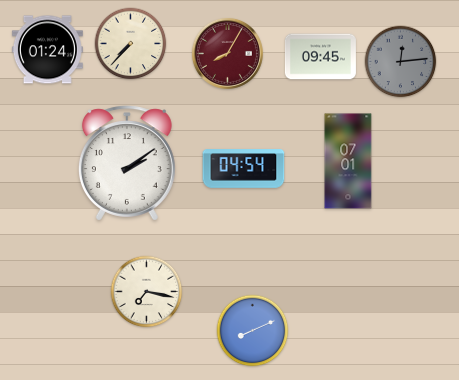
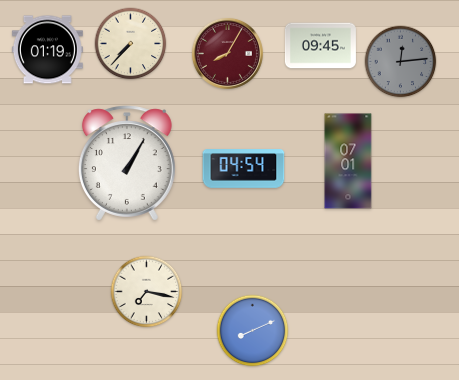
clock at (47, 50): 01:24 -> 01:19
clock at (320, 57) position: (320, 57) -> (320, 46)
clock at (127, 163): 2:09 -> 1:05
